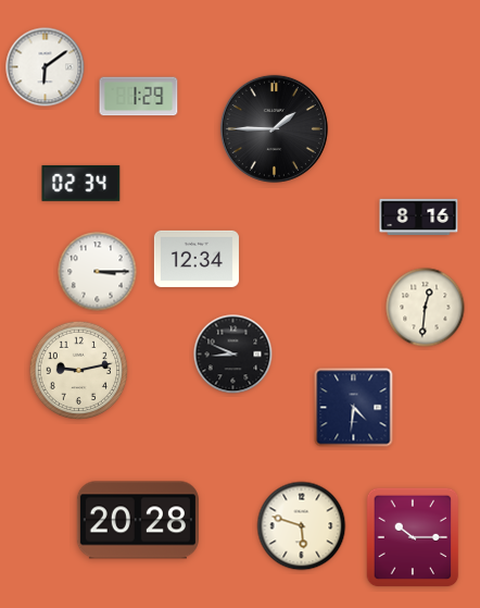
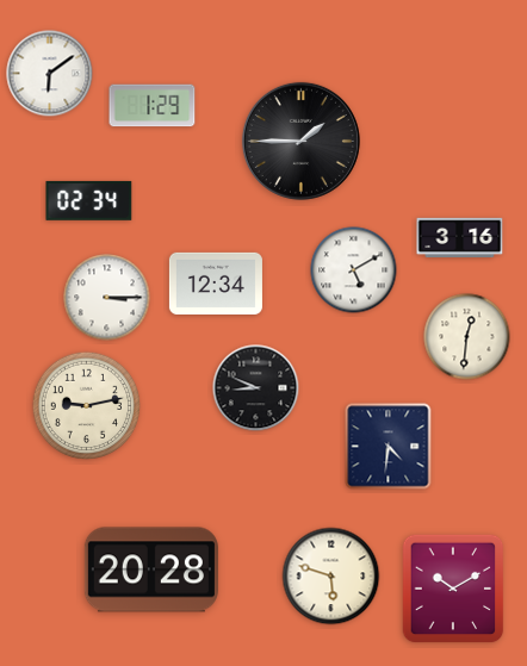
clock at (419, 216): 8:16 -> 3:16
clock at (354, 270): none -> 5:10
clock at (413, 537): 10:15 -> 10:10
